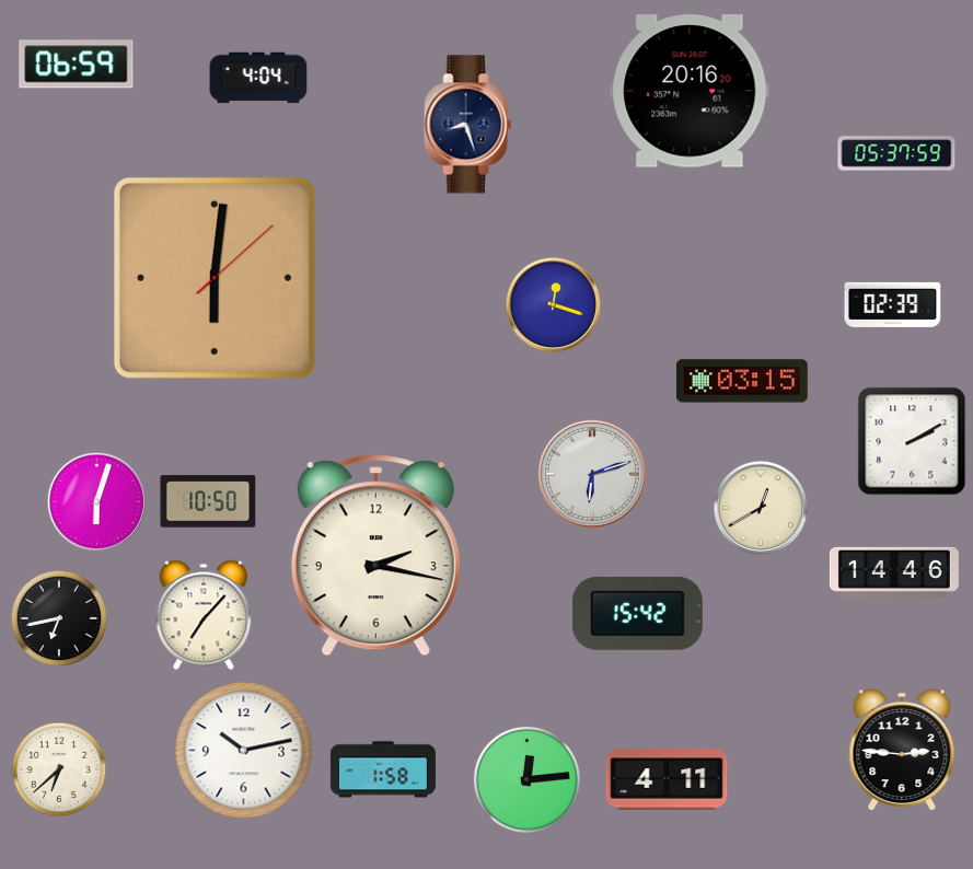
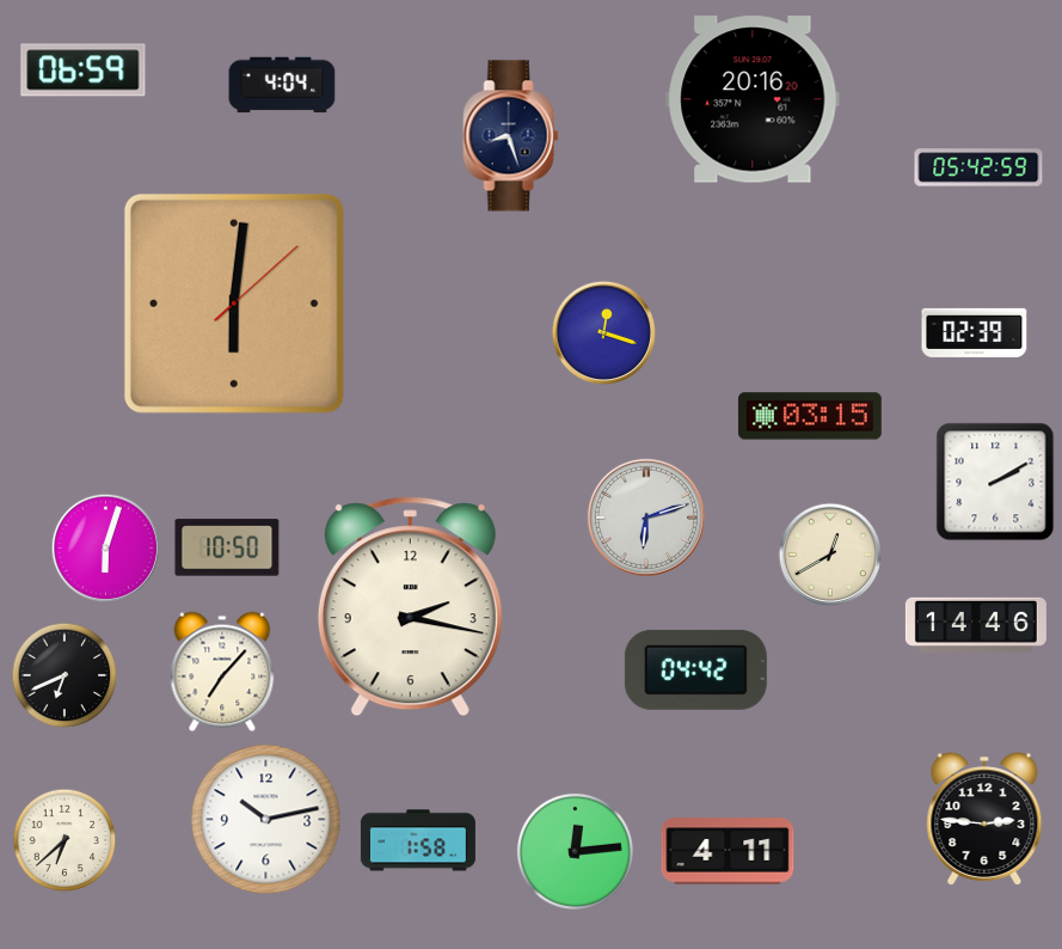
clock at (896, 153): 05:37 -> 05:42
clock at (637, 613): 15:42 -> 04:42
clock at (59, 618): 6:43 -> 6:41
